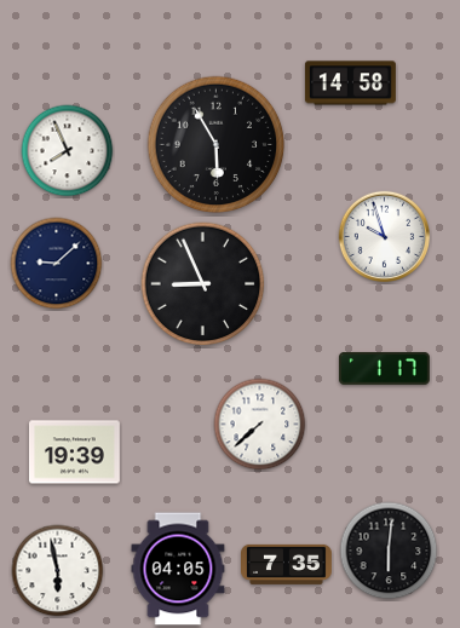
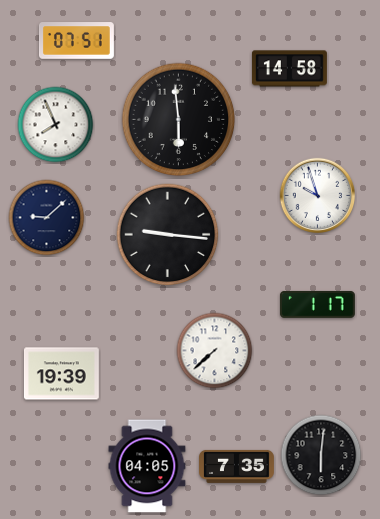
clock at (76, 41): none -> 07:51
clock at (217, 145): 5:55 -> 5:59
clock at (203, 284): 8:56 -> 9:16
clock at (178, 569) position: (178, 569) -> (147, 466)
clock at (58, 571): 5:58 -> none
